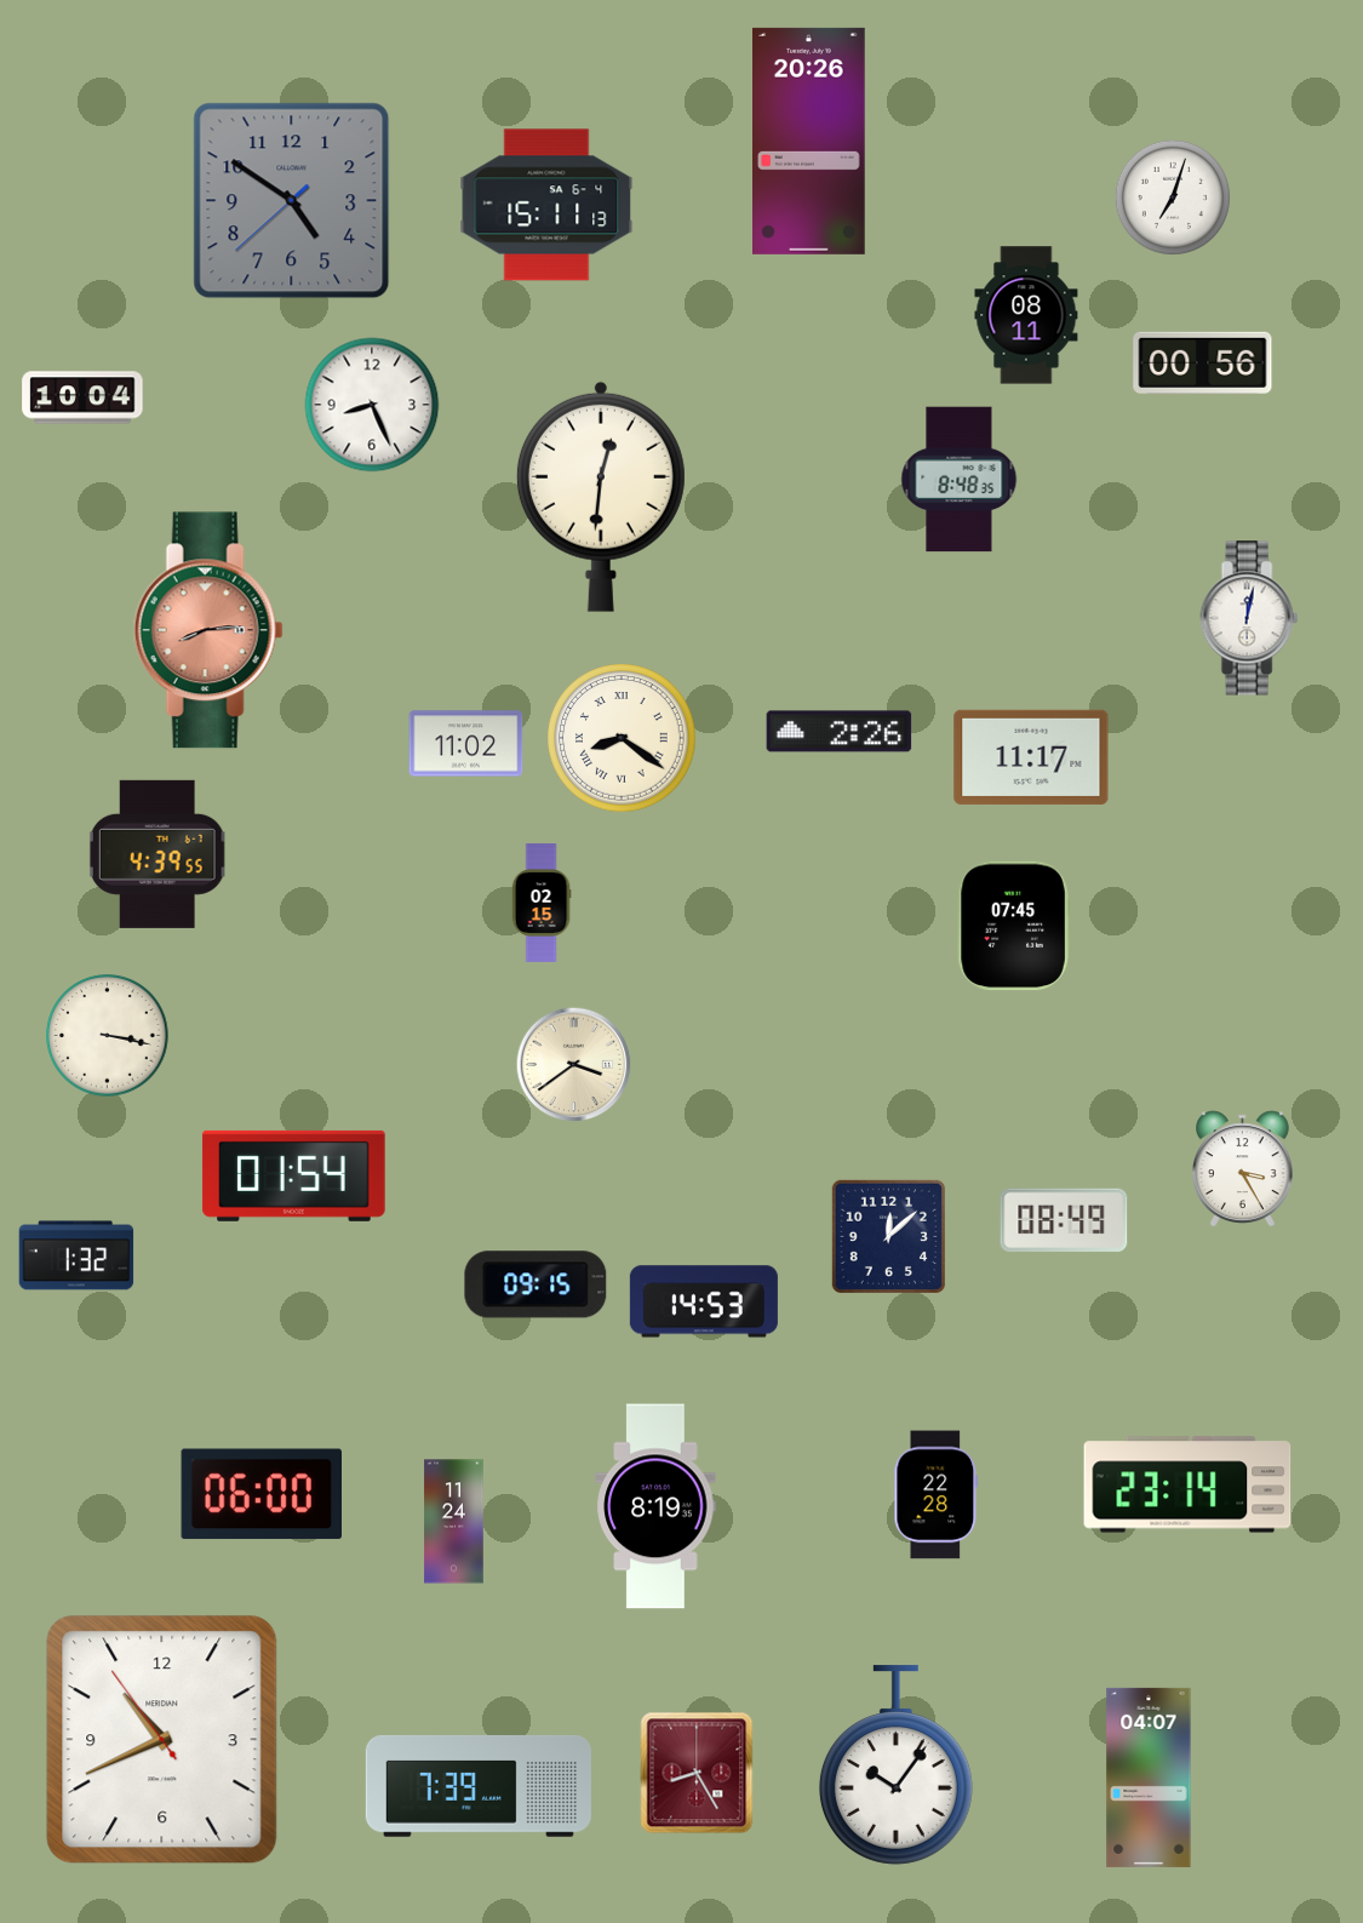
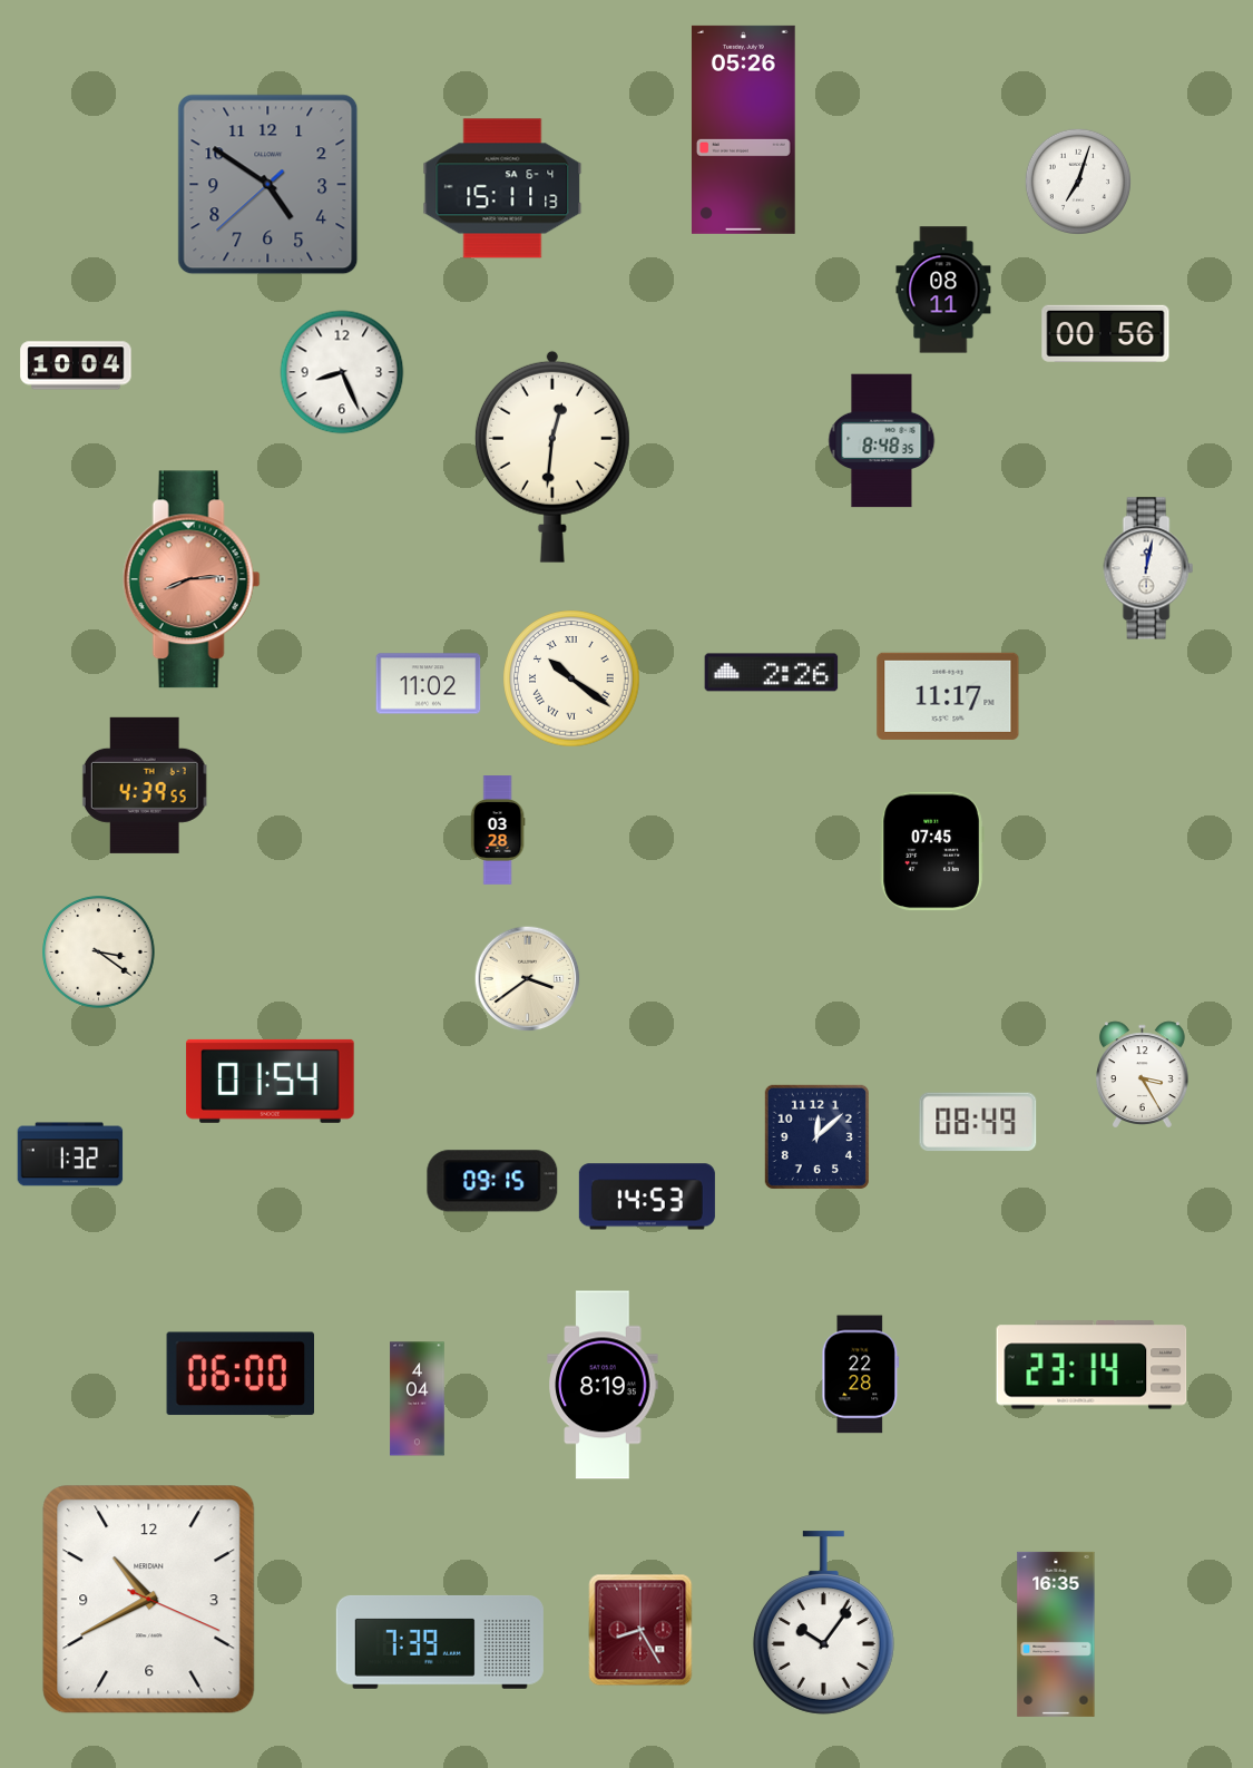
clock at (809, 141): 20:26 -> 05:26
clock at (622, 738): 8:21 -> 10:21
clock at (542, 903): 02:15 -> 03:28
clock at (108, 1036): 3:17 -> 3:21
clock at (454, 1522): 11:24 -> 4:04
clock at (162, 1740): 10:40:54 -> 10:40:19
clock at (1149, 1778): 04:07 -> 16:35
